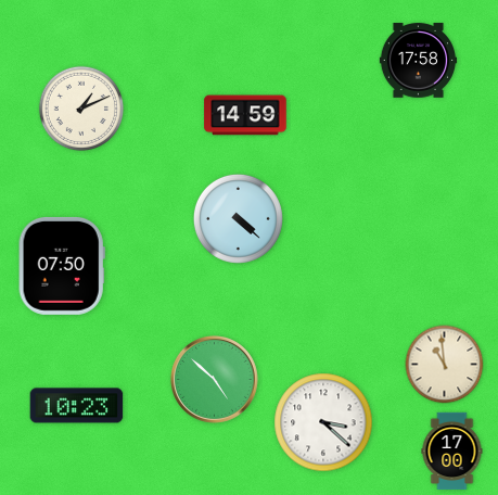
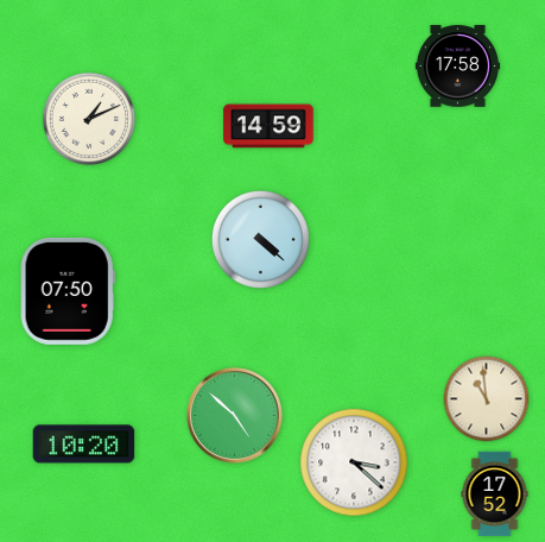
clock at (77, 406): 10:23 -> 10:20
clock at (452, 452): 17:00 -> 17:52
